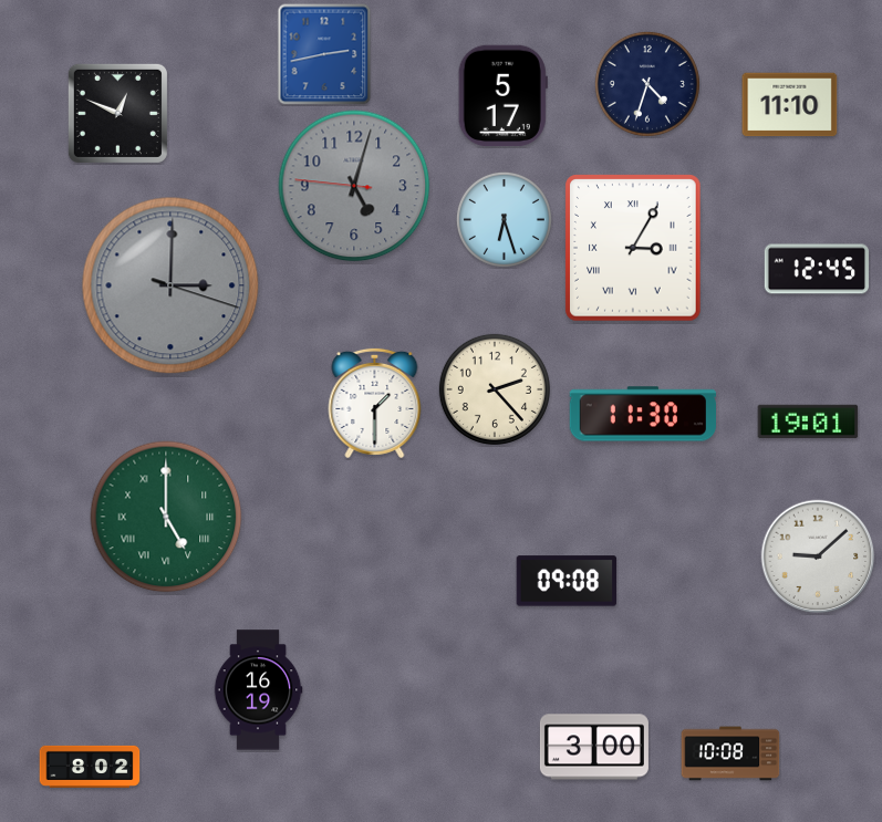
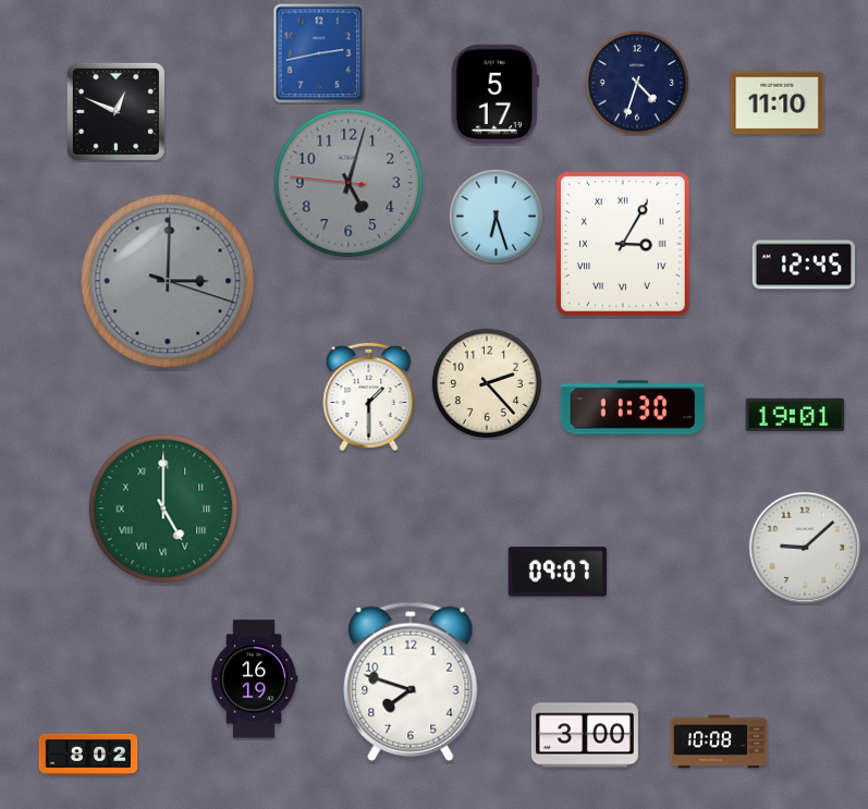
clock at (567, 581): 09:08 -> 09:07
clock at (411, 682): none -> 7:48
